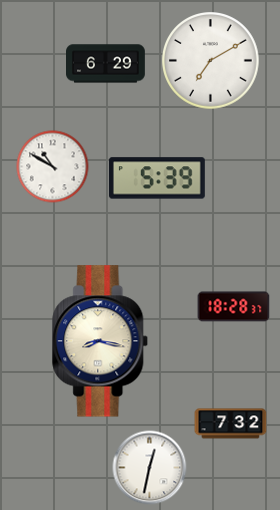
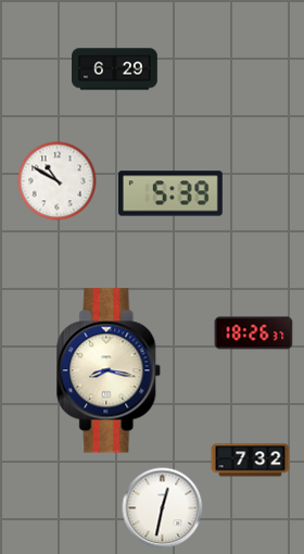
clock at (211, 61): 7:10 -> none
clock at (234, 307): 18:28 -> 18:26
